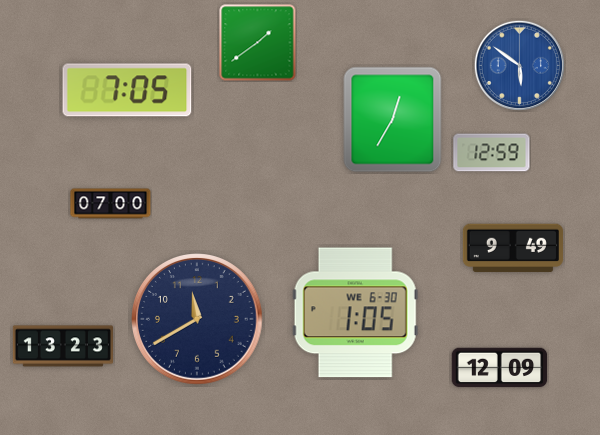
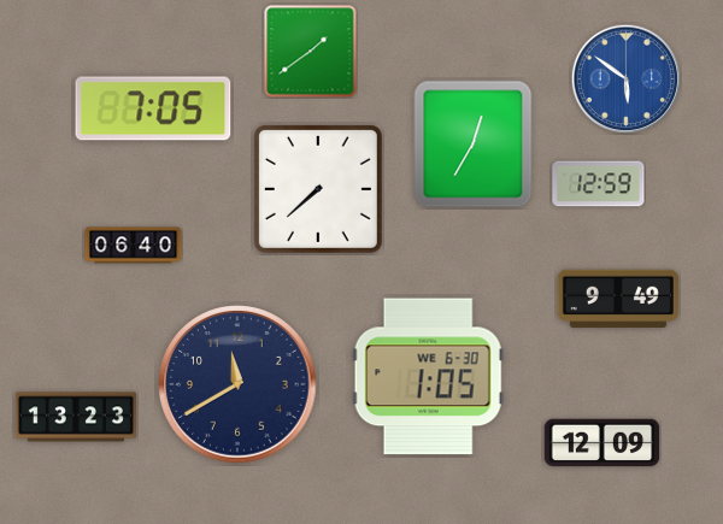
clock at (492, 153) position: (492, 153) -> (599, 184)
clock at (318, 189): none -> 7:38
clock at (111, 204): 07:00 -> 06:40
